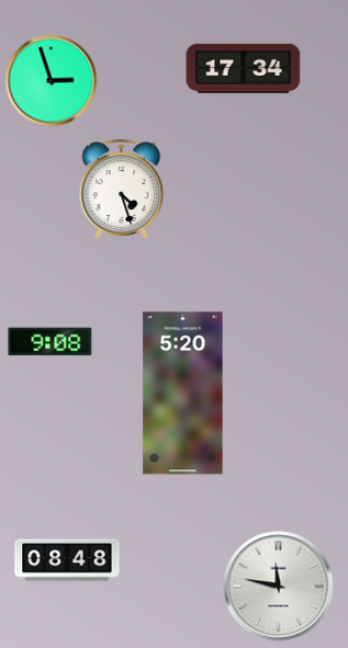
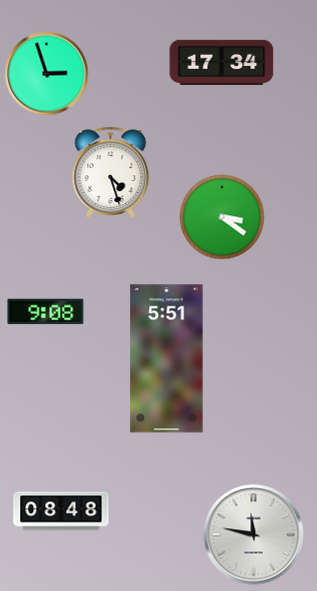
clock at (222, 217): none -> 3:21
clock at (183, 394): 5:20 -> 5:51
